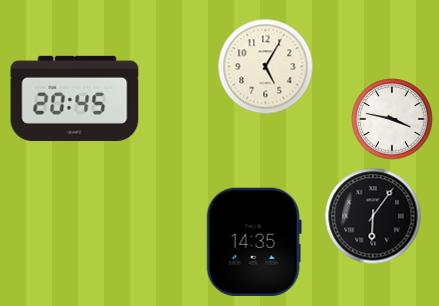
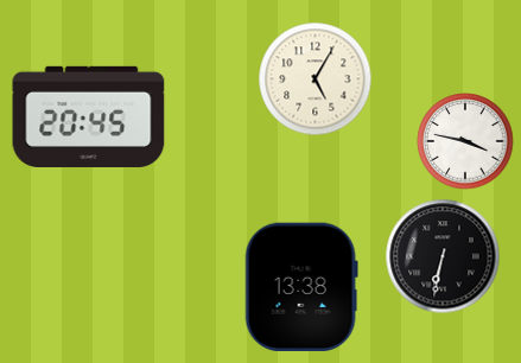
clock at (373, 216): 6:06 -> 6:32
clock at (254, 241): 14:35 -> 13:38
